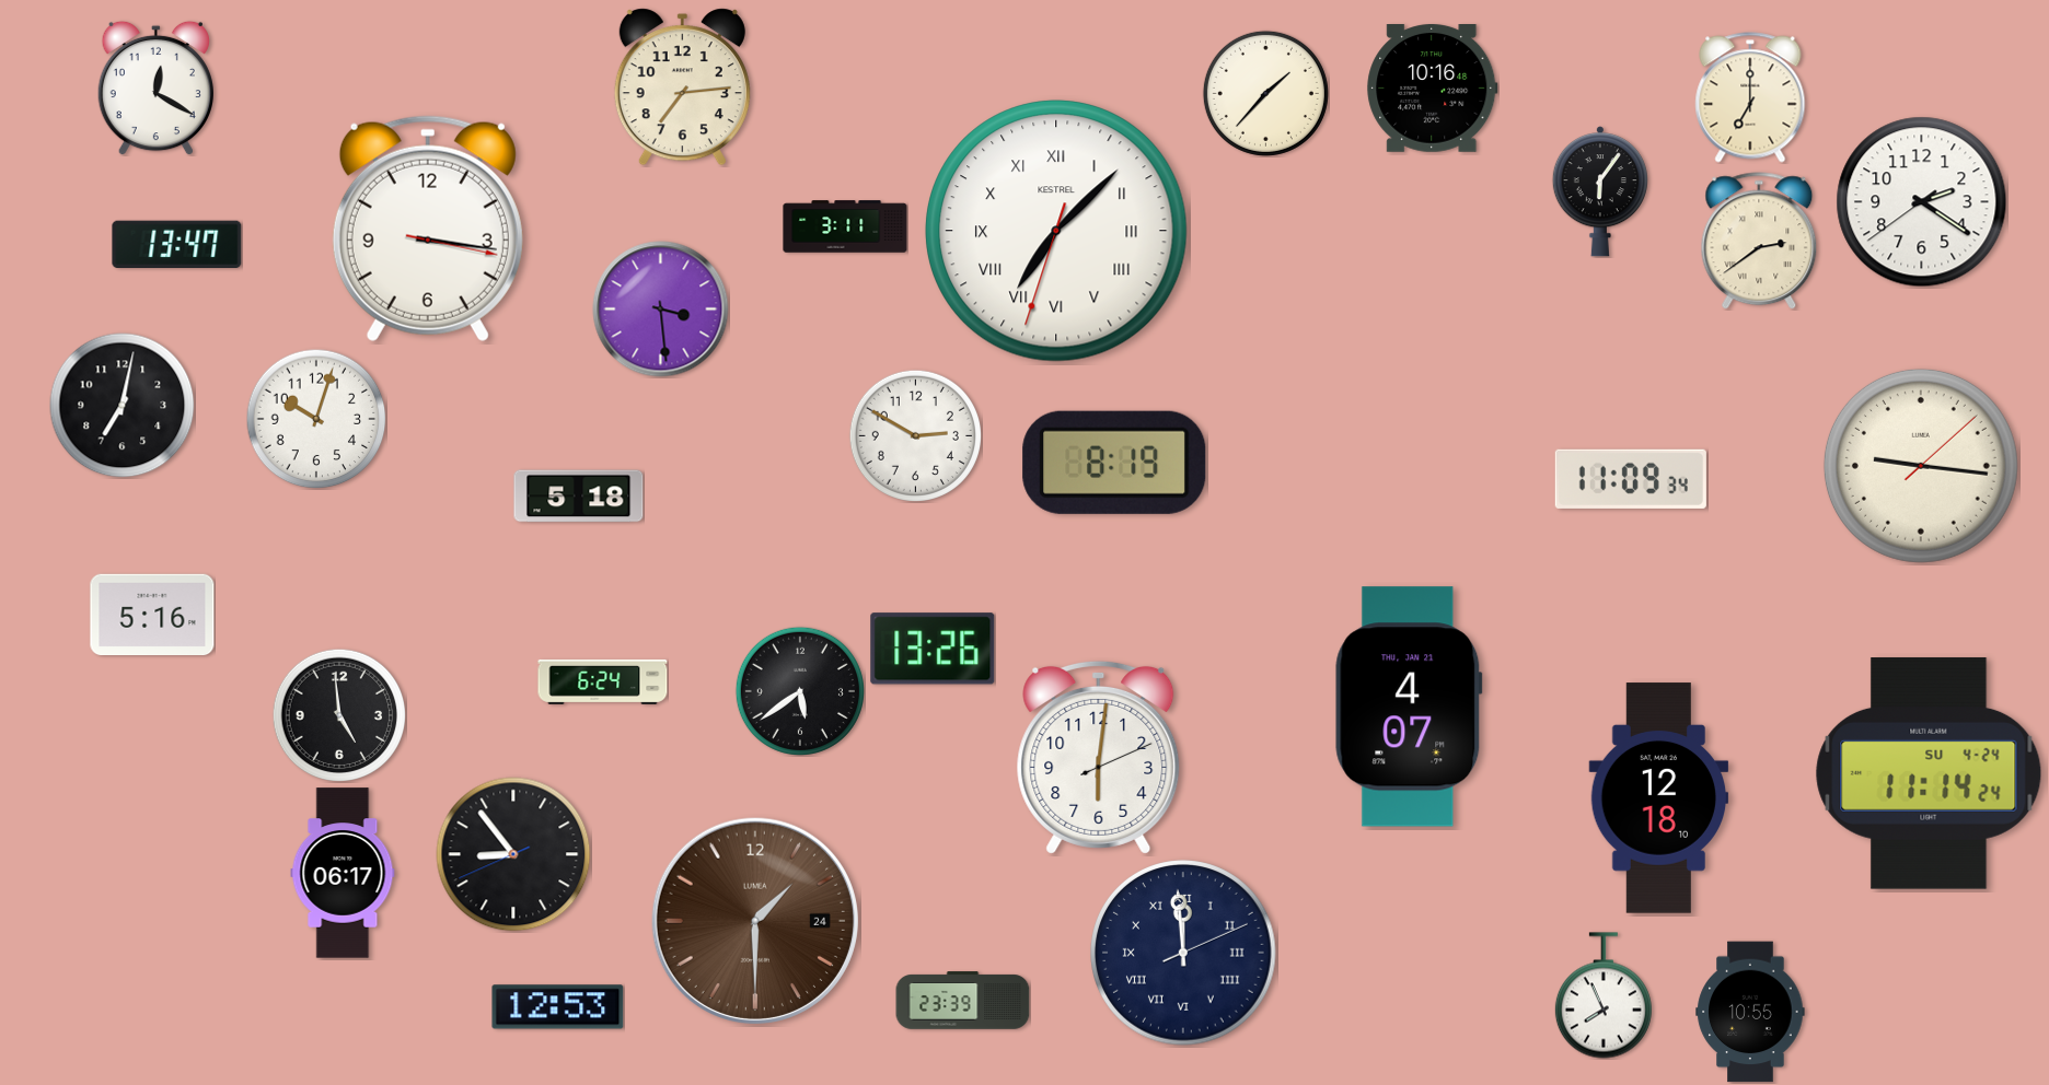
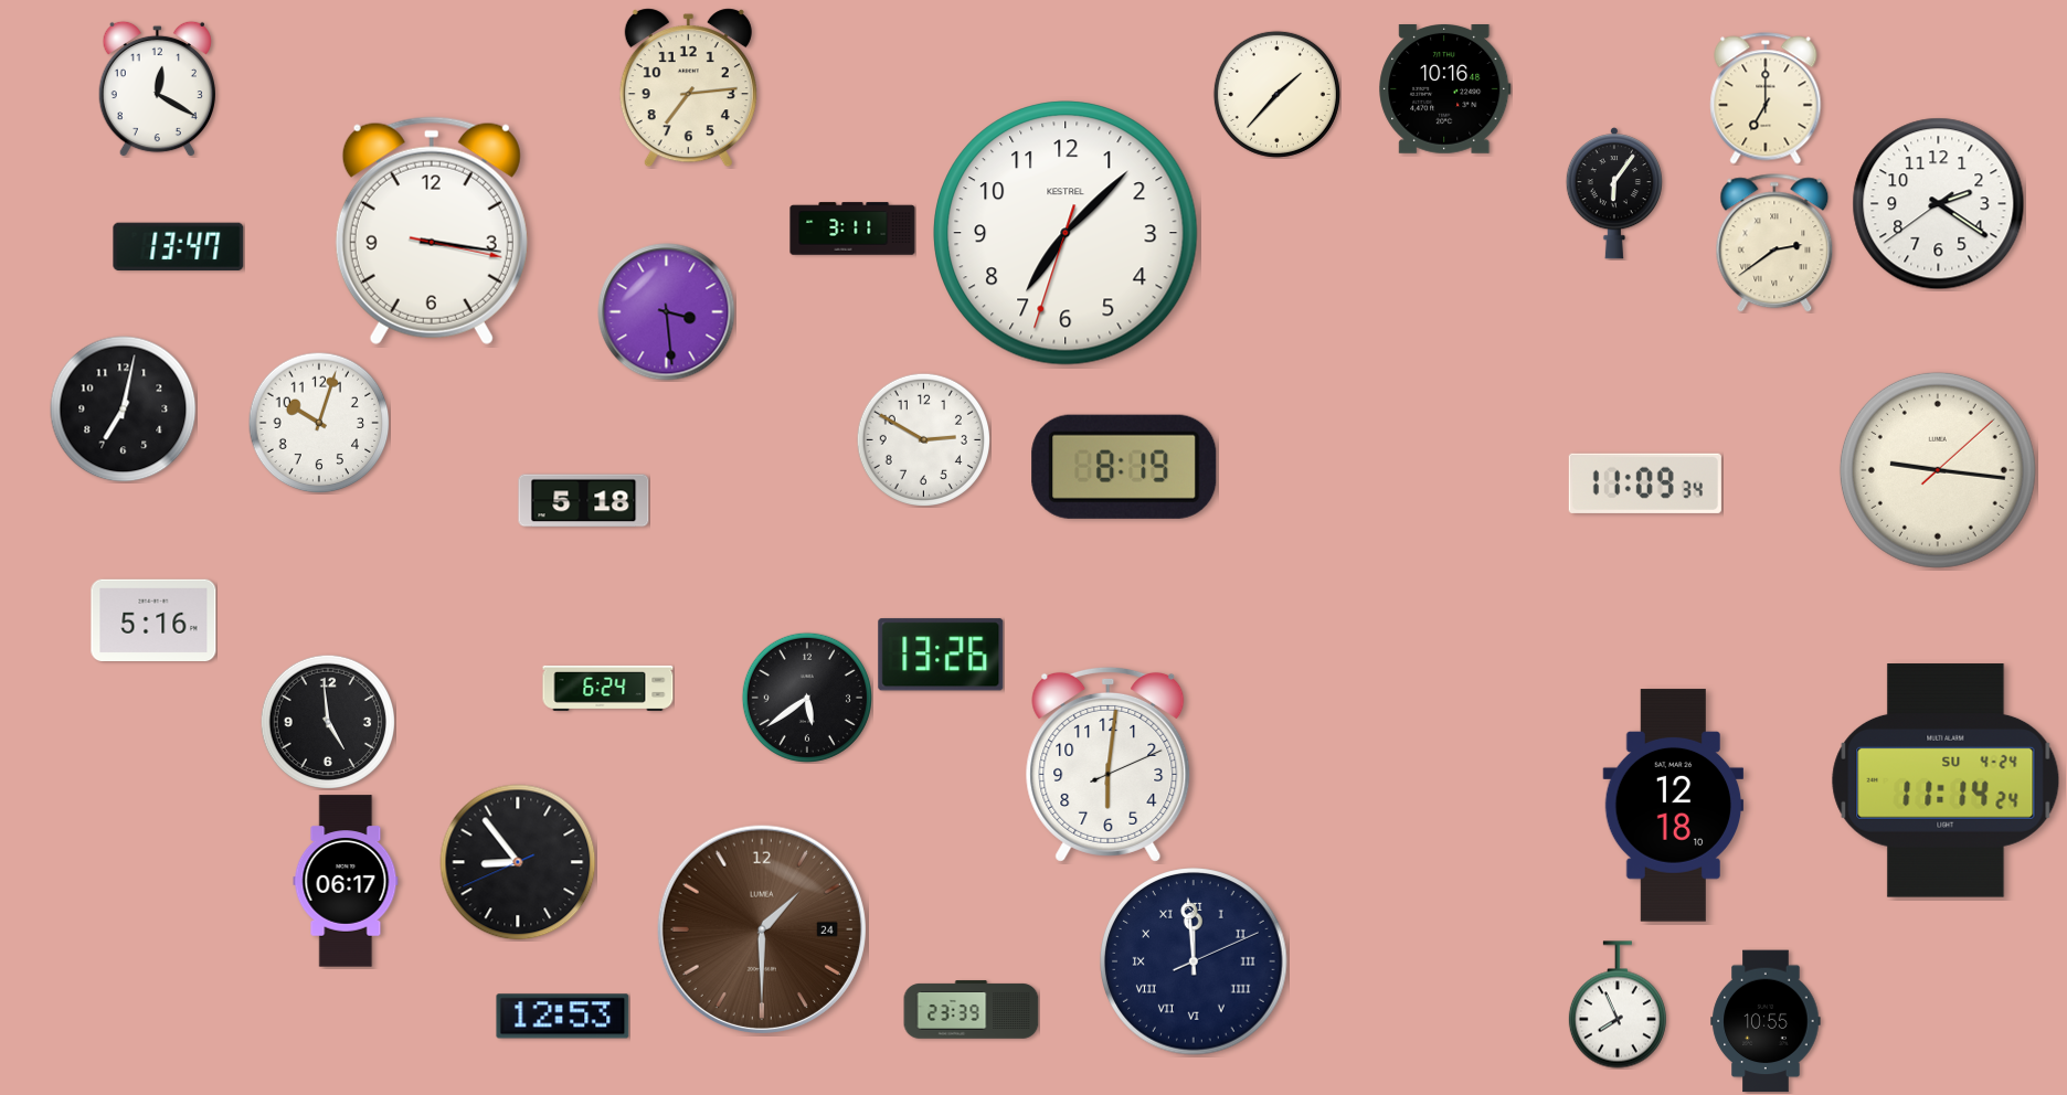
clock at (1056, 231) numerals: Roman -> Arabic
clock at (1409, 707): 4:07 -> none
clock at (338, 714) position: (338, 714) -> (327, 721)
